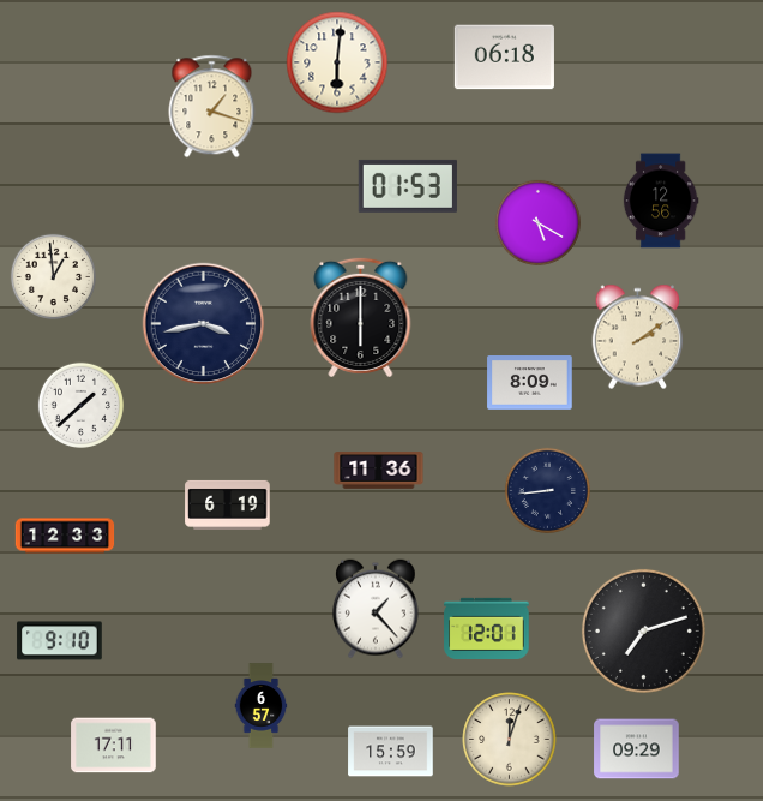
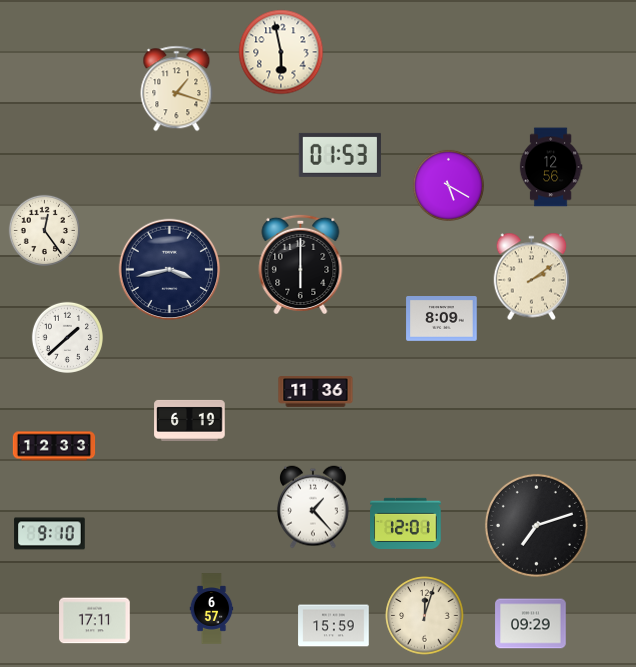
clock at (504, 58): 06:18 -> none
clock at (337, 62): 6:01 -> 5:58
clock at (53, 276): 12:59 -> 12:24
clock at (638, 337) position: (638, 337) -> (532, 277)
clock at (547, 490): 8:44 -> none
clock at (262, 706) position: (262, 706) -> (212, 609)
clock at (391, 752) position: (391, 752) -> (334, 626)
